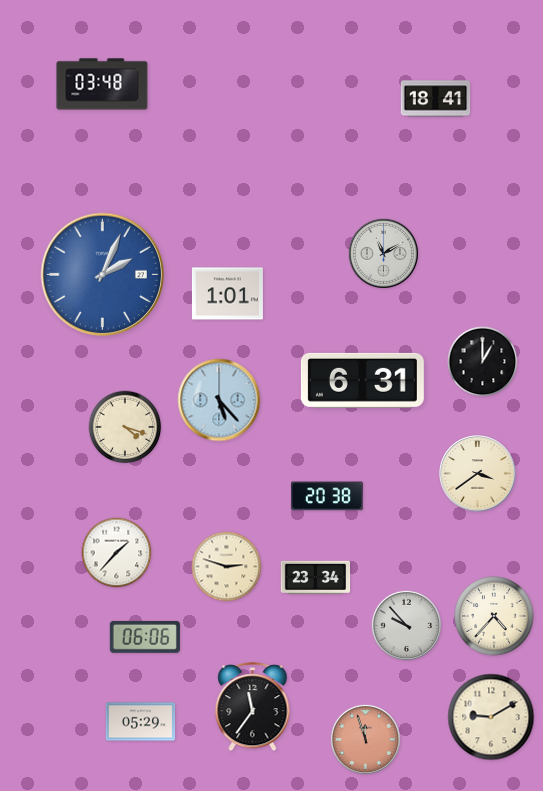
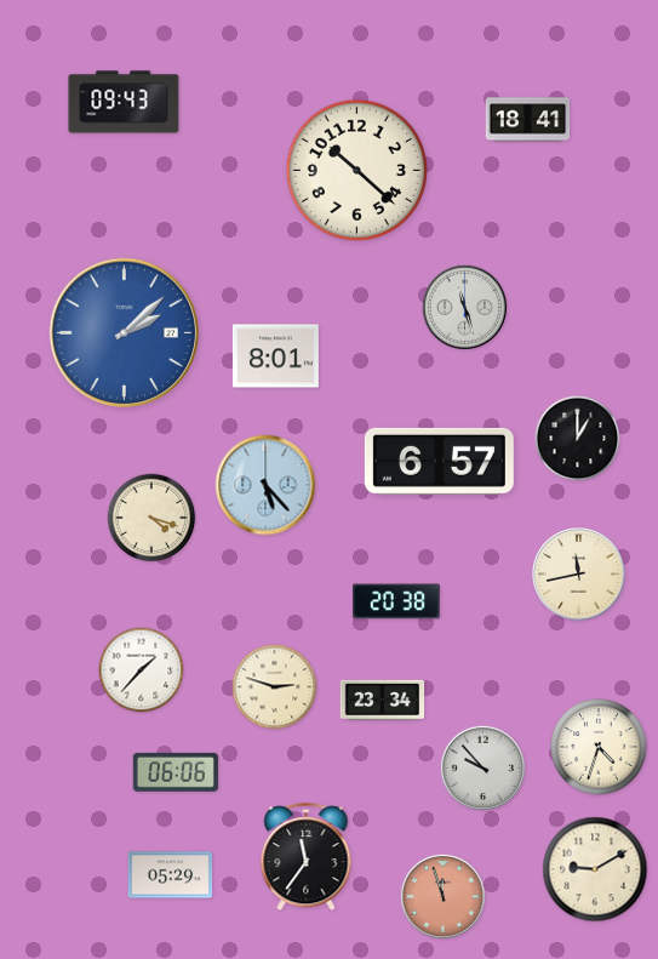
clock at (102, 84): 03:48 -> 09:43
clock at (356, 170): none -> 10:22
clock at (383, 253): 11:10 -> 11:27
clock at (103, 275): 2:04 -> 2:08
clock at (227, 294): 1:01 -> 8:01
clock at (483, 362) position: (483, 362) -> (578, 439)
clock at (362, 380): 6:31 -> 6:57
clock at (478, 474): 3:39 -> 11:43
clock at (494, 616): 4:37 -> 4:33
clock at (406, 625) position: (406, 625) -> (482, 767)
